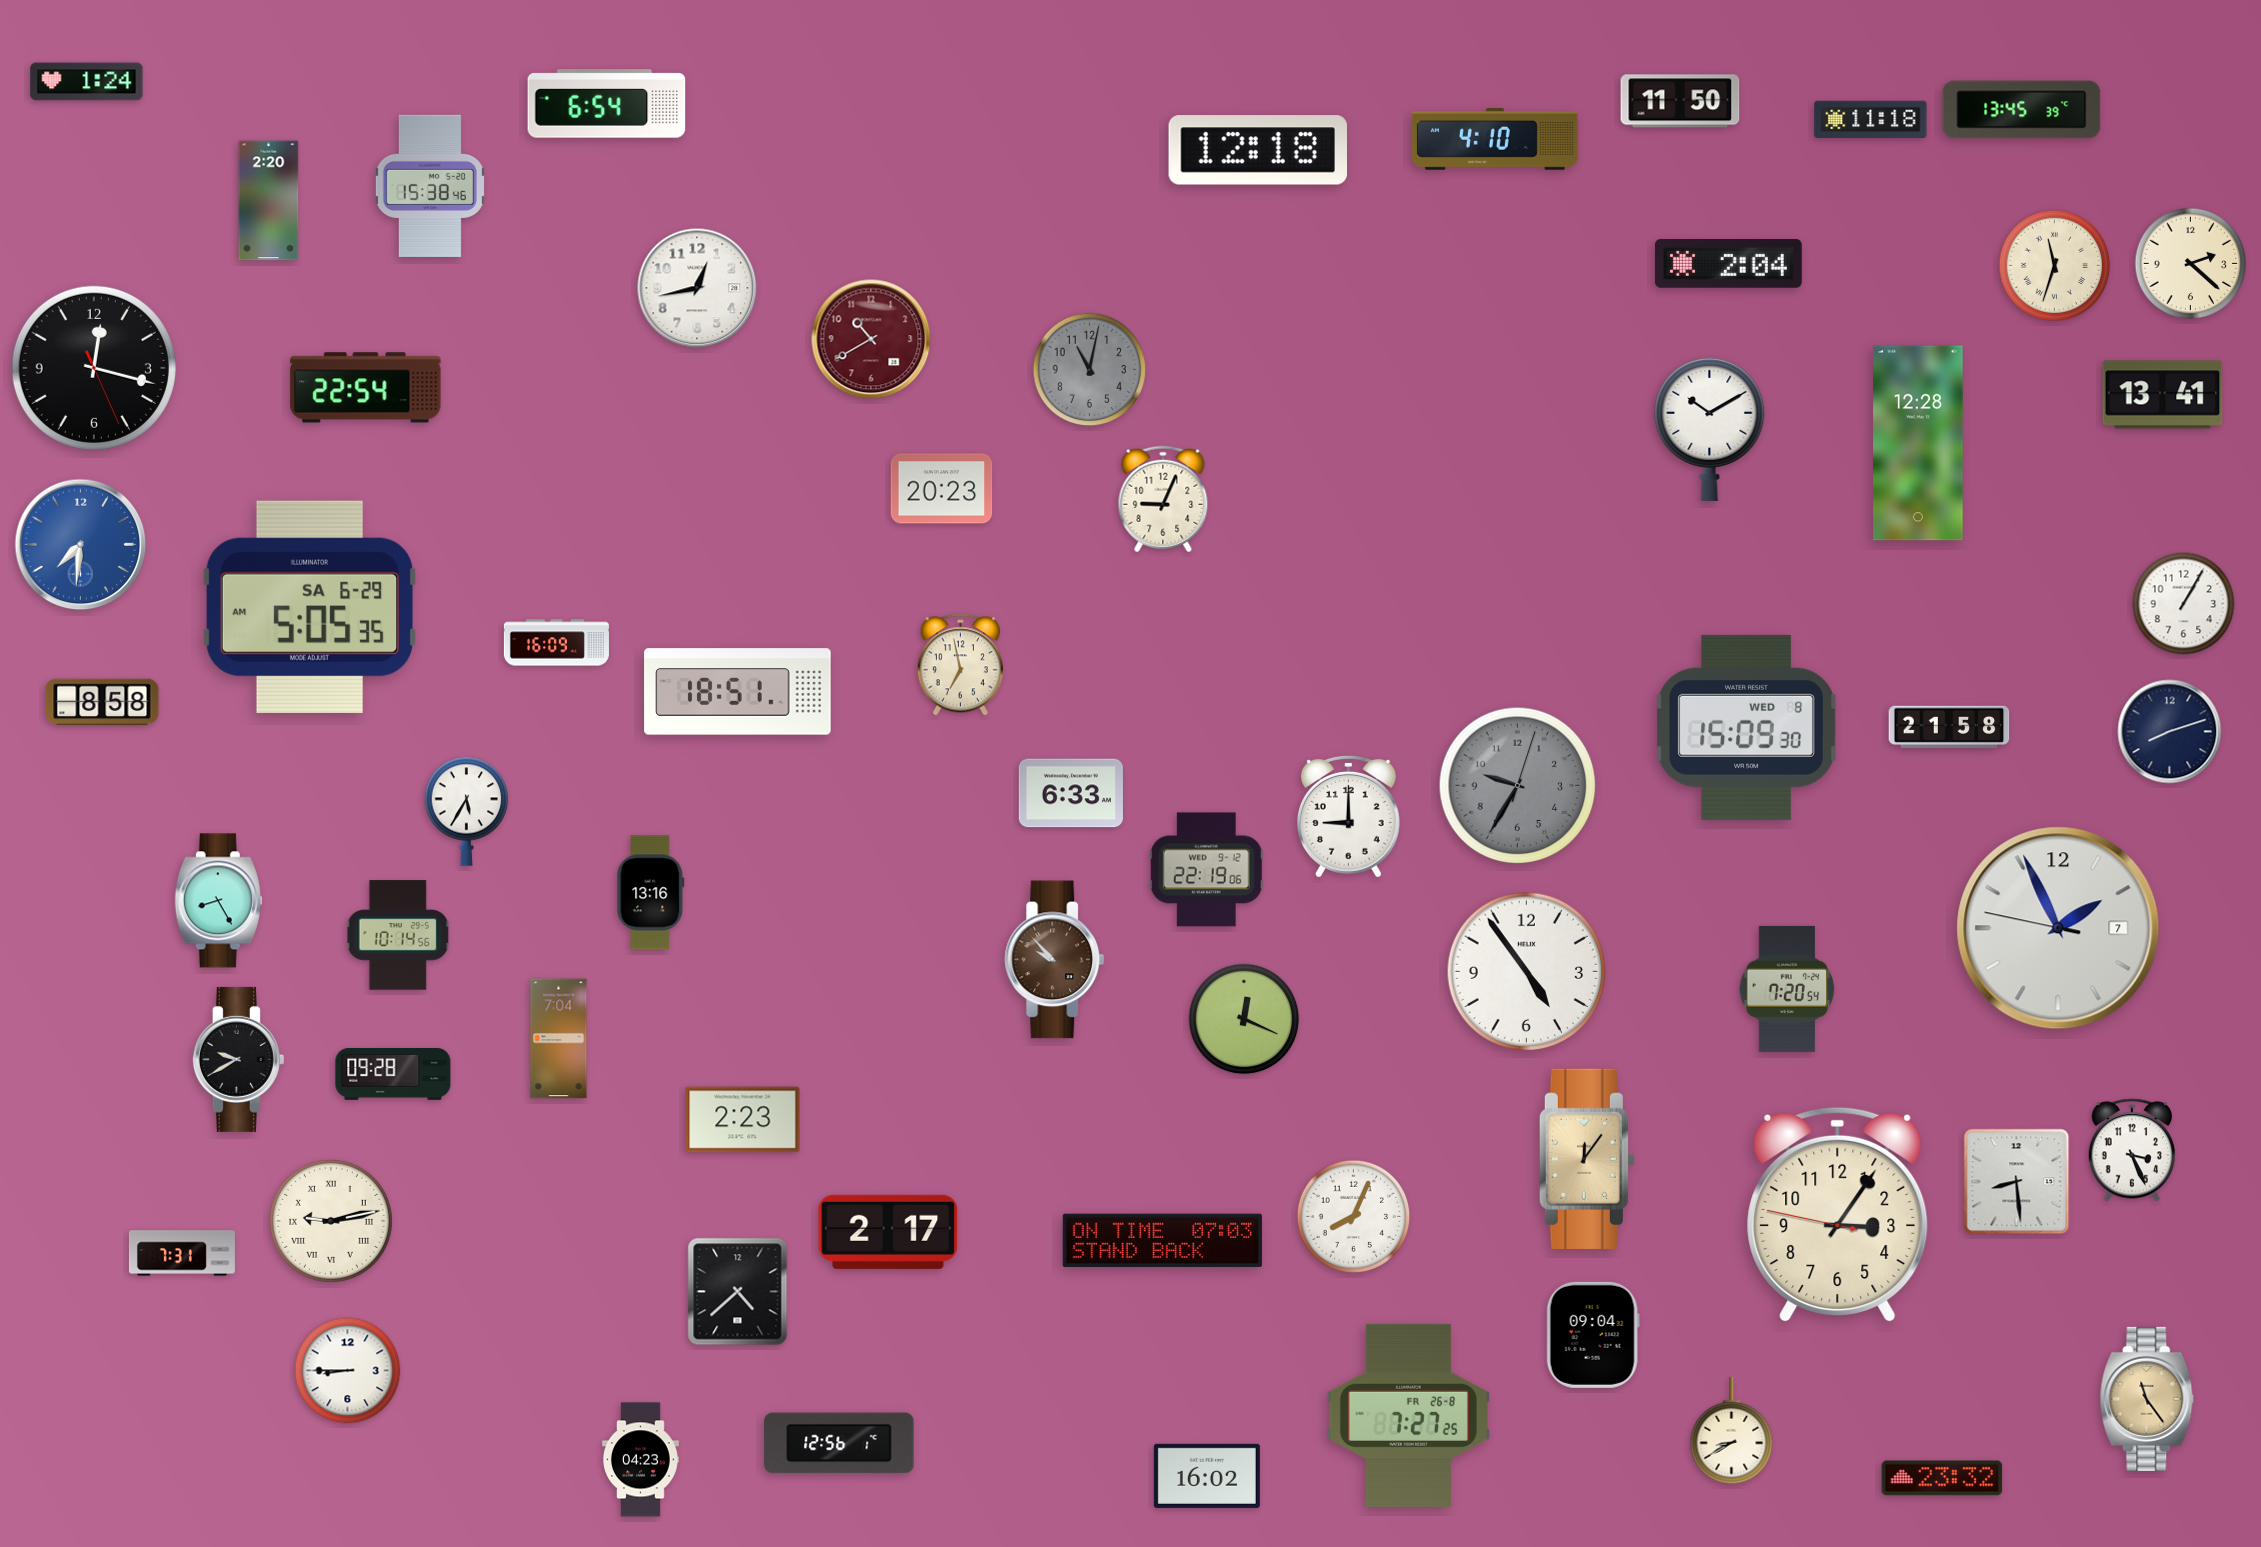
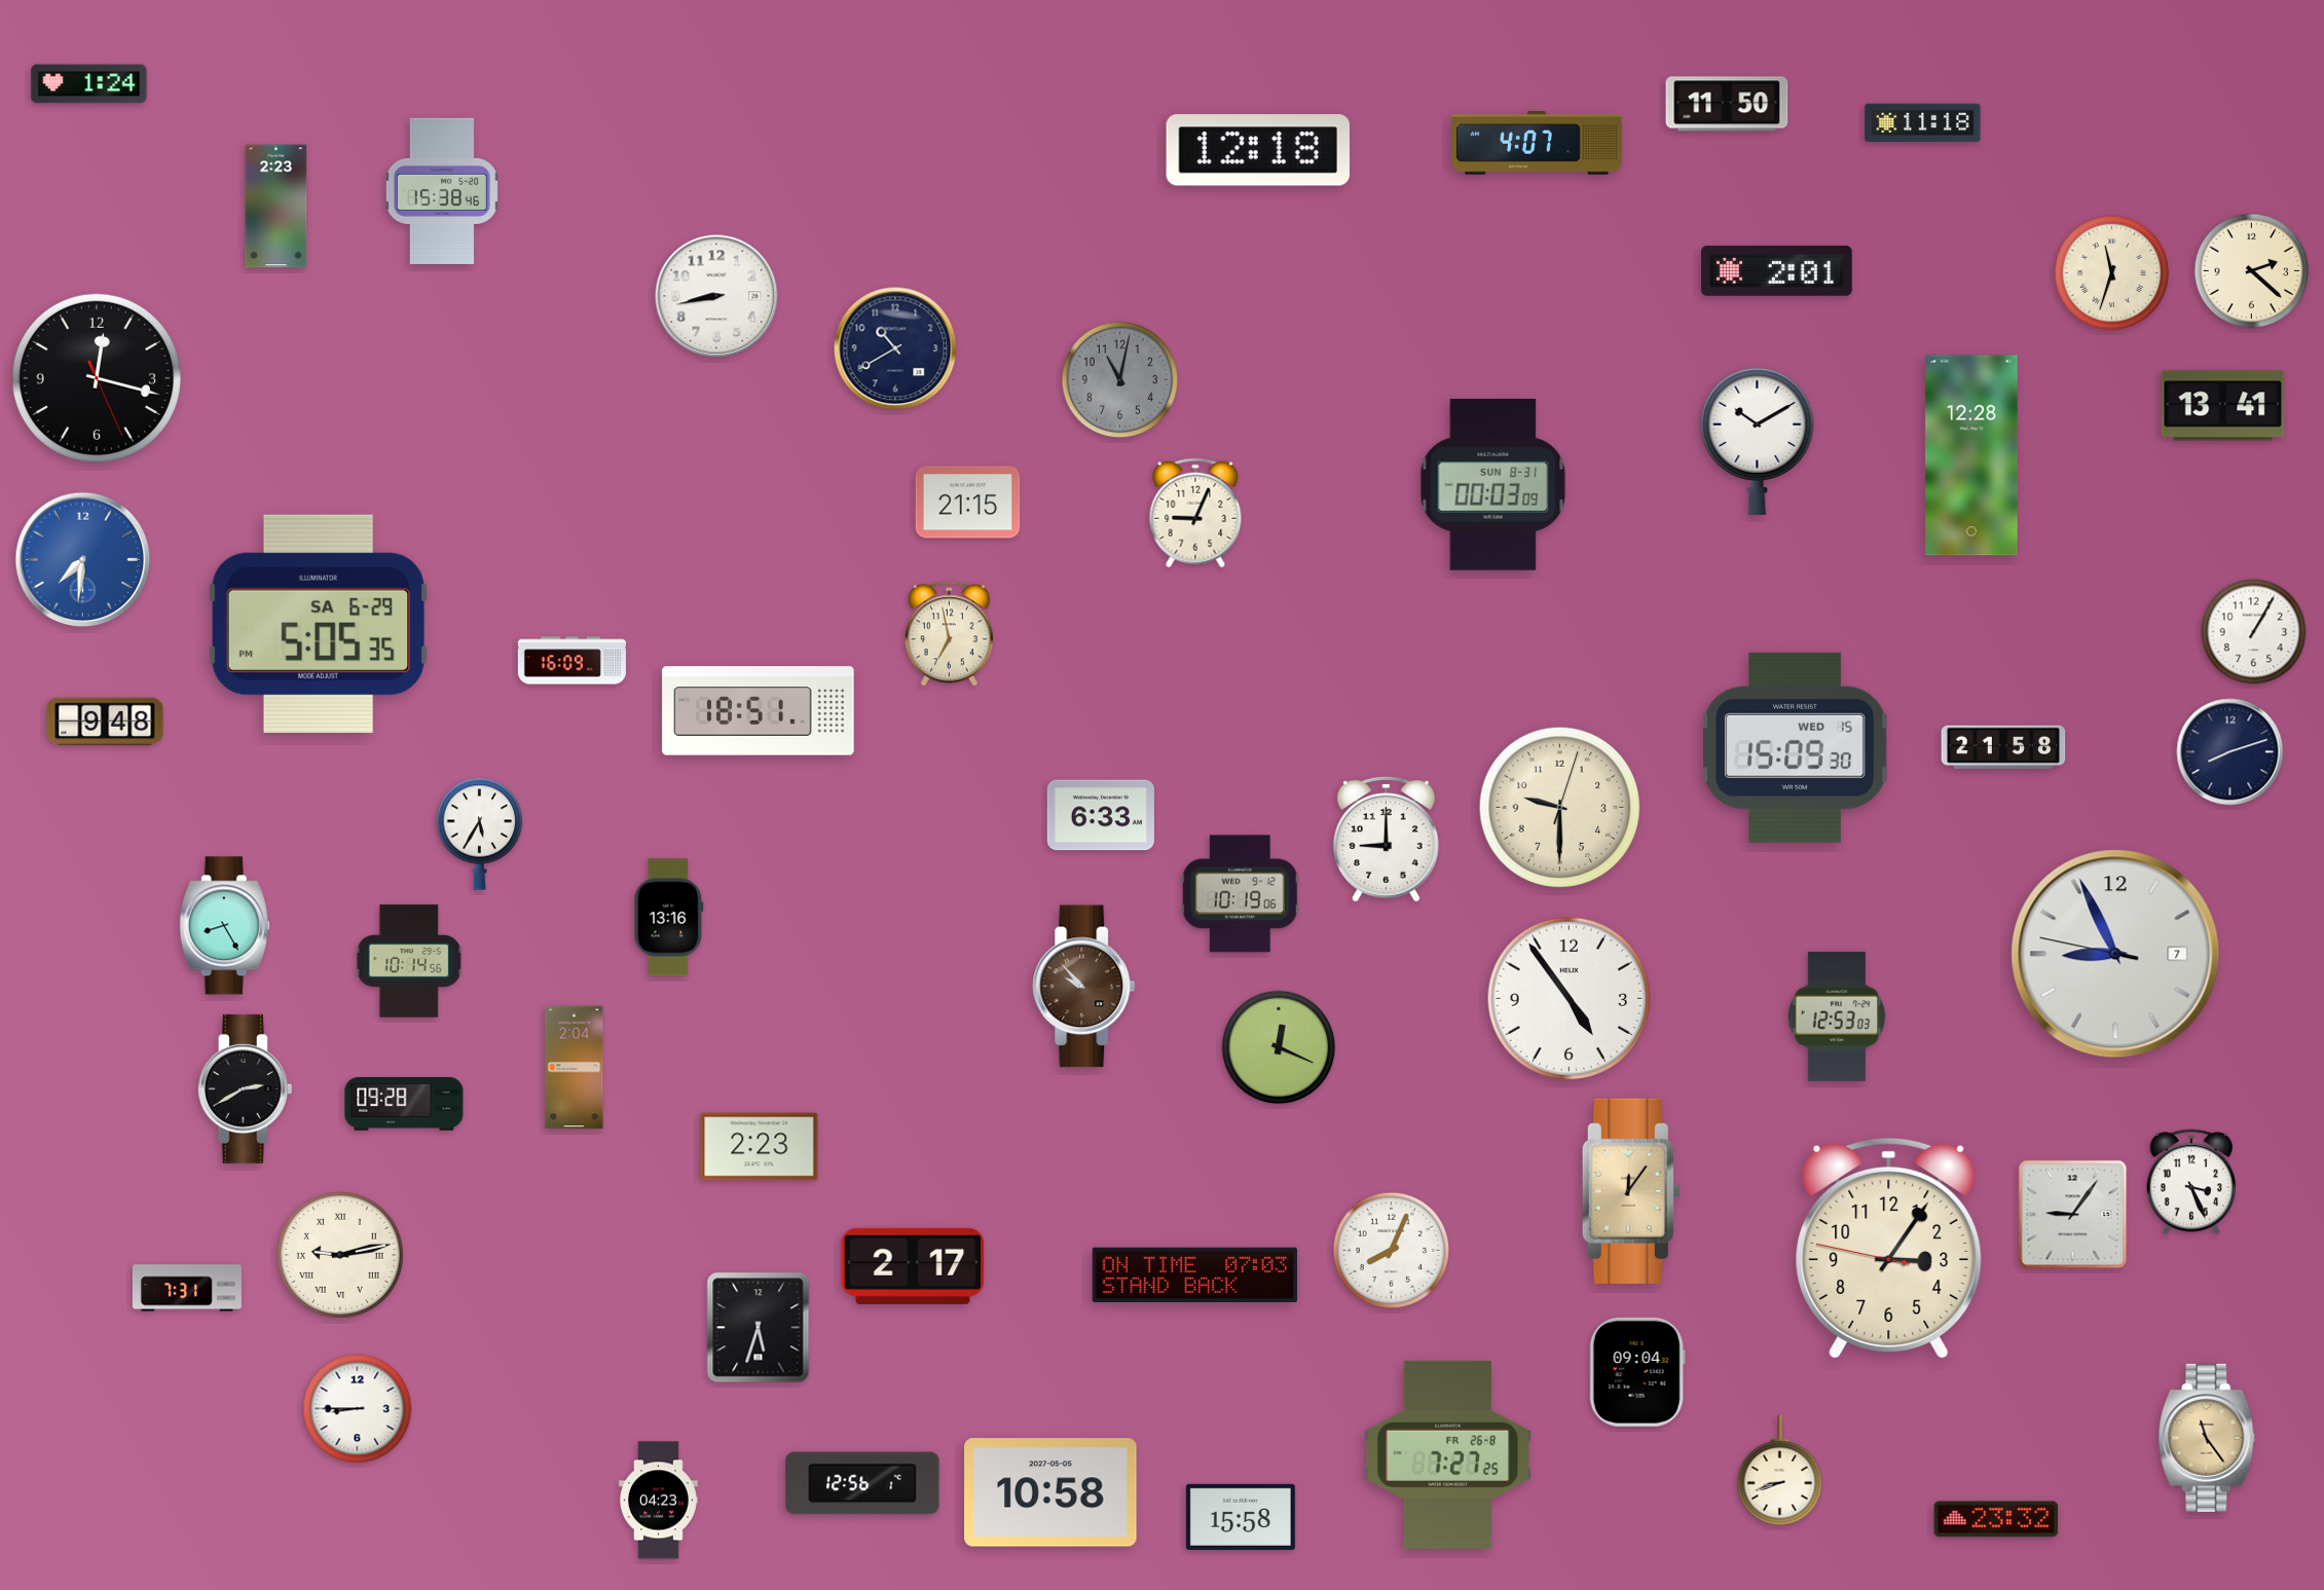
clock at (607, 104): 6:54 -> none
clock at (2022, 110): 13:45 -> none
clock at (1496, 140): 4:10 -> 4:07
clock at (1257, 150) position: (1257, 150) -> (1257, 150)
clock at (269, 201): 2:20 -> 2:23
clock at (1729, 264): 2:04 -> 2:01
clock at (697, 288): 12:43 -> 8:43
clock at (871, 339) dial: burgundy -> navy
clock at (366, 388): 22:54 -> none
clock at (1493, 485): none -> 00:03
clock at (942, 489): 20:23 -> 21:15
clock at (2184, 604) position: (2184, 604) -> (2254, 632)
clock at (310, 607): 5:05:35 AM -> 5:05:35 PM
clock at (960, 665) position: (960, 665) -> (949, 634)
clock at (102, 702): 8:58 -> 9:48
clock at (1747, 727) date: WED 8 -> WED 15
clock at (1518, 786): 9:35 -> 9:30
clock at (1518, 786) dial: grey -> cream
clock at (1206, 870): 22:19 -> 10:19
clock at (2058, 928): 1:55 -> 8:55
clock at (1787, 989): 7:20 -> 12:53
clock at (559, 1039): 7:04 -> 2:04
clock at (238, 1059): 9:40 -> 2:40
clock at (743, 1120) position: (743, 1120) -> (760, 1147)
clock at (2017, 1182): 8:29 -> 9:06
clock at (738, 1292): 4:38 -> 5:33
clock at (1732, 1431): 8:40 -> 8:42
clock at (1050, 1492): none -> 10:58
clock at (1207, 1476): 16:02 -> 15:58
